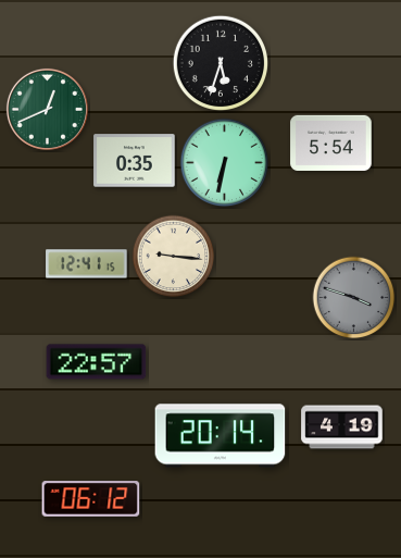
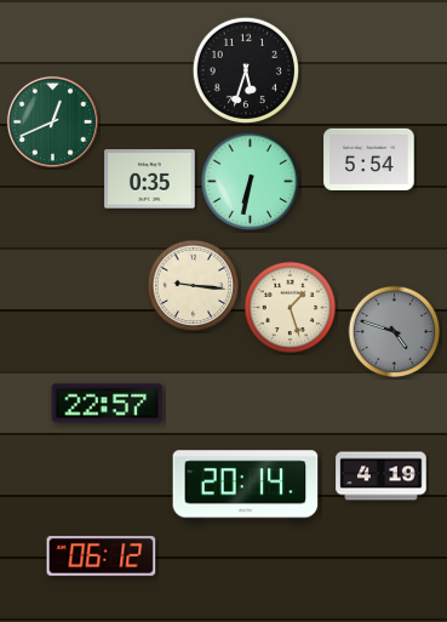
clock at (87, 264): 12:41 -> none
clock at (291, 308): none -> 1:27
clock at (354, 298): 3:48 -> 4:48
